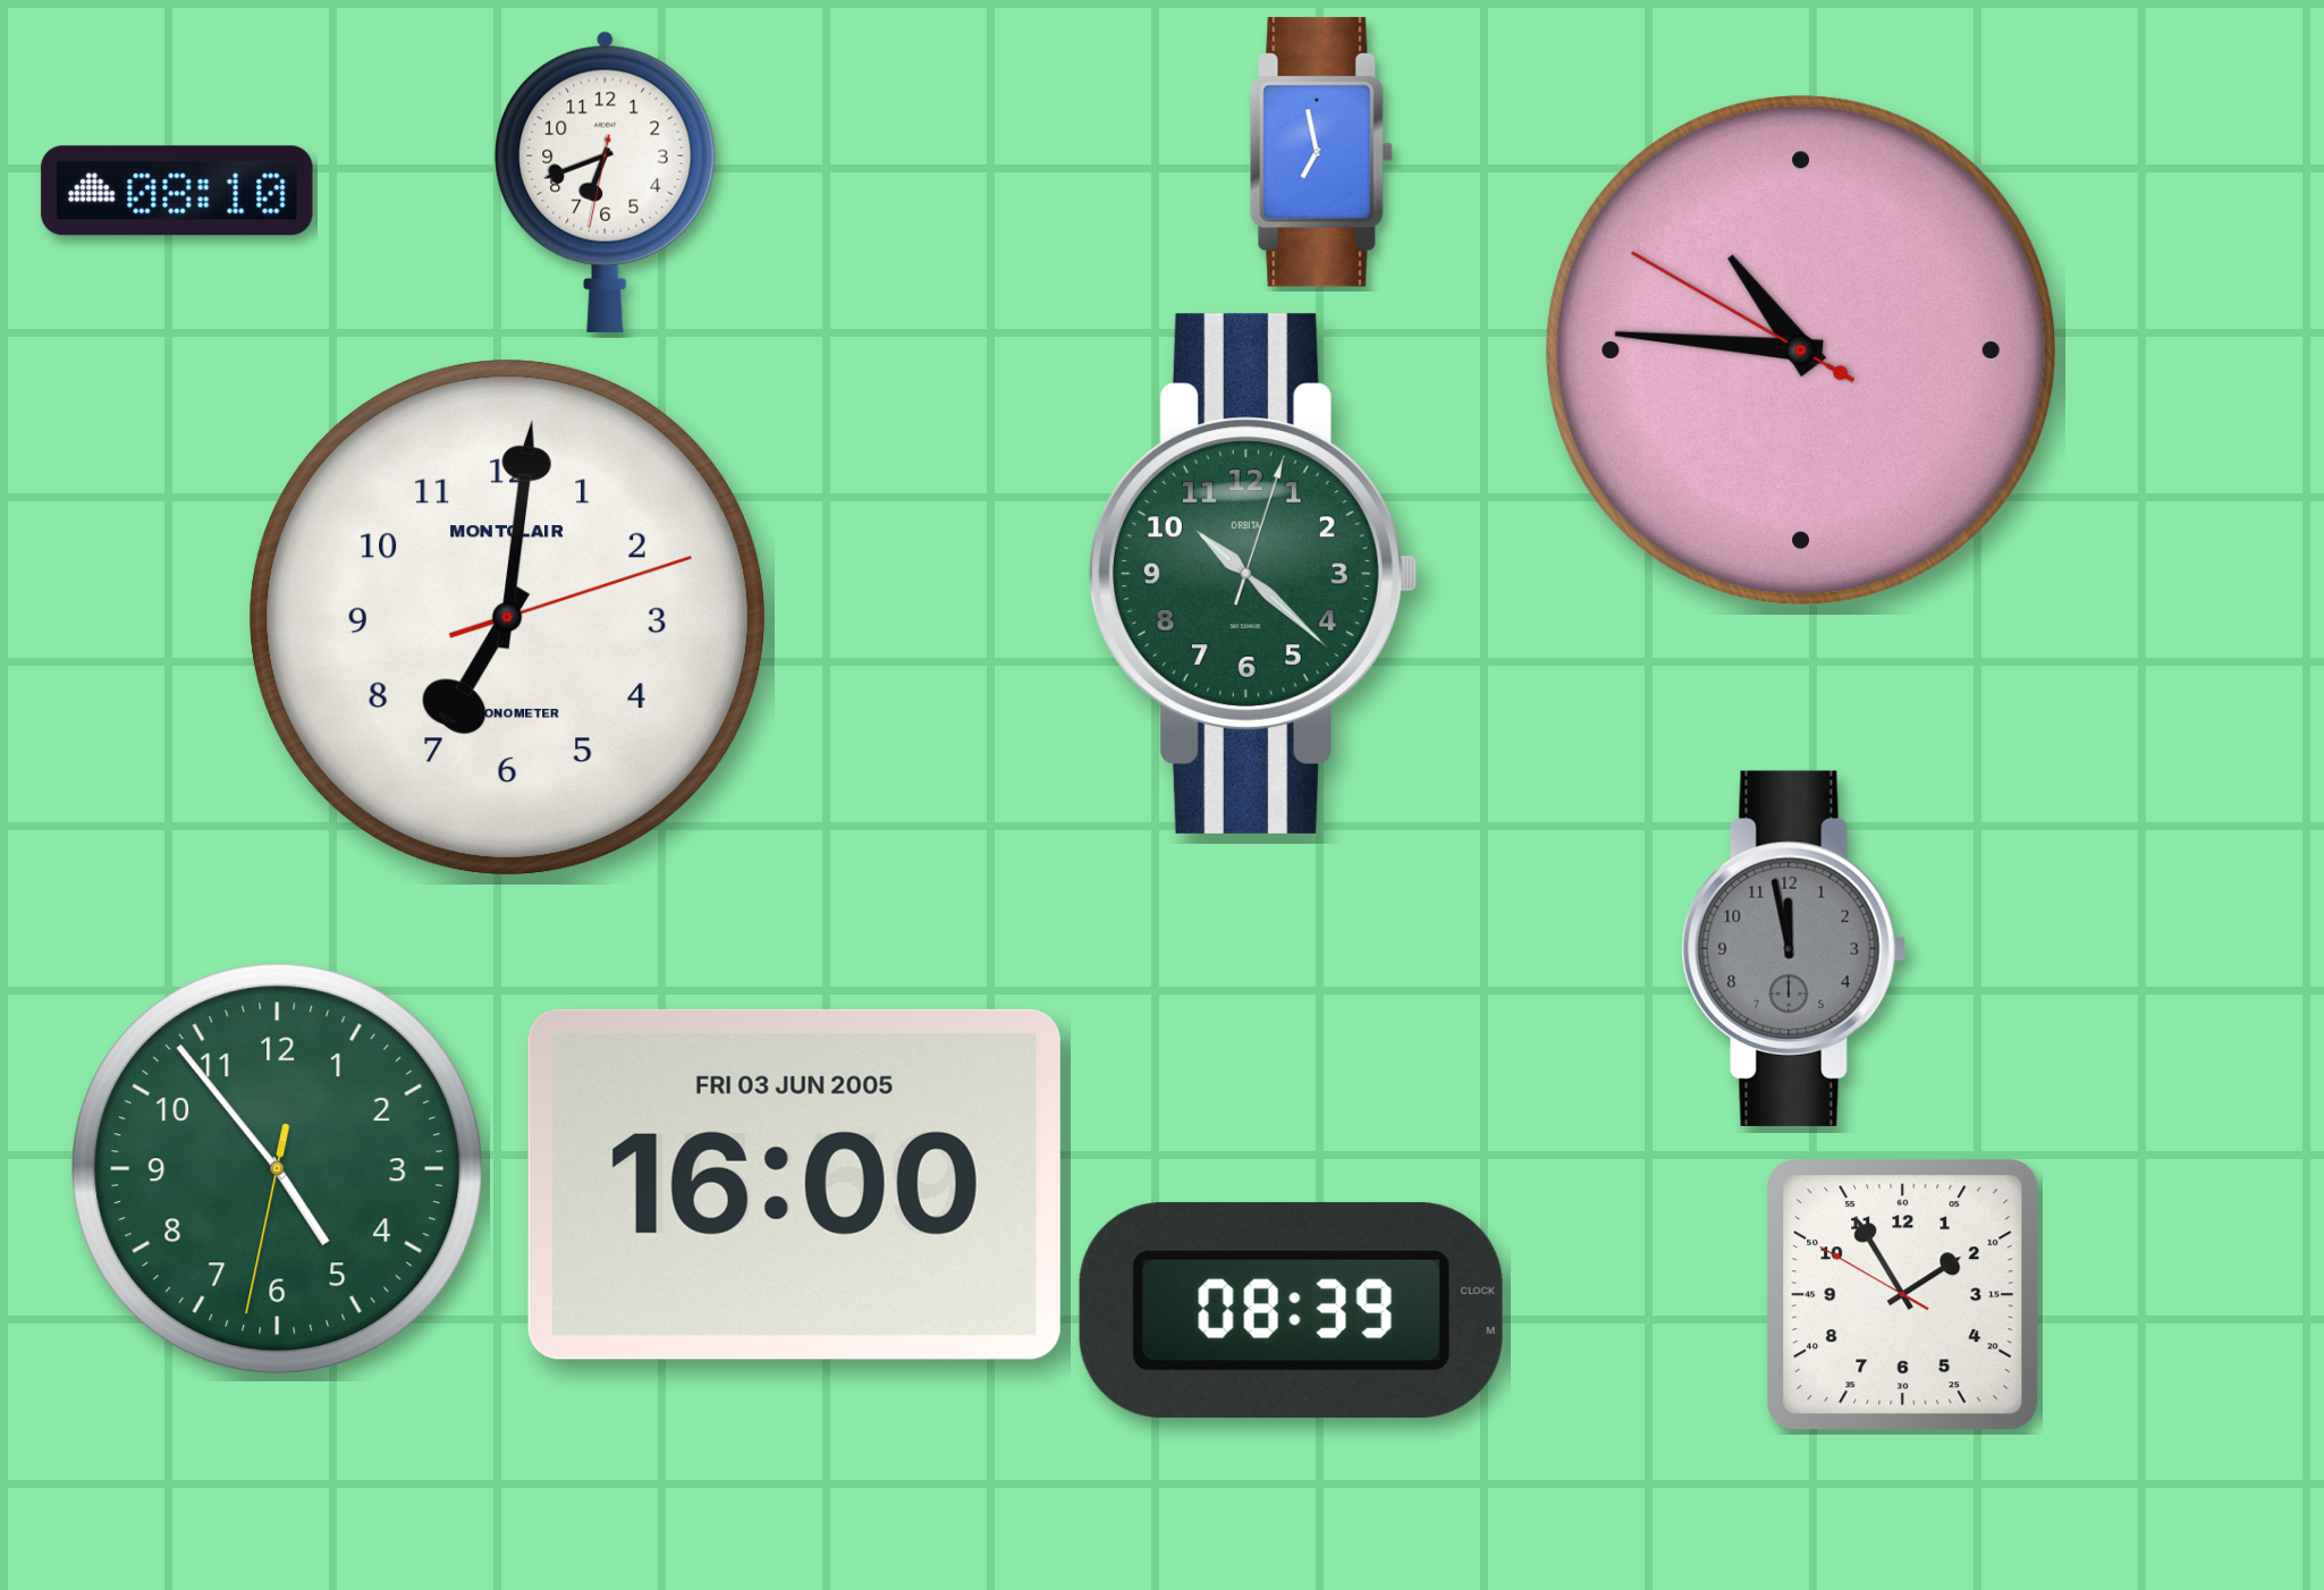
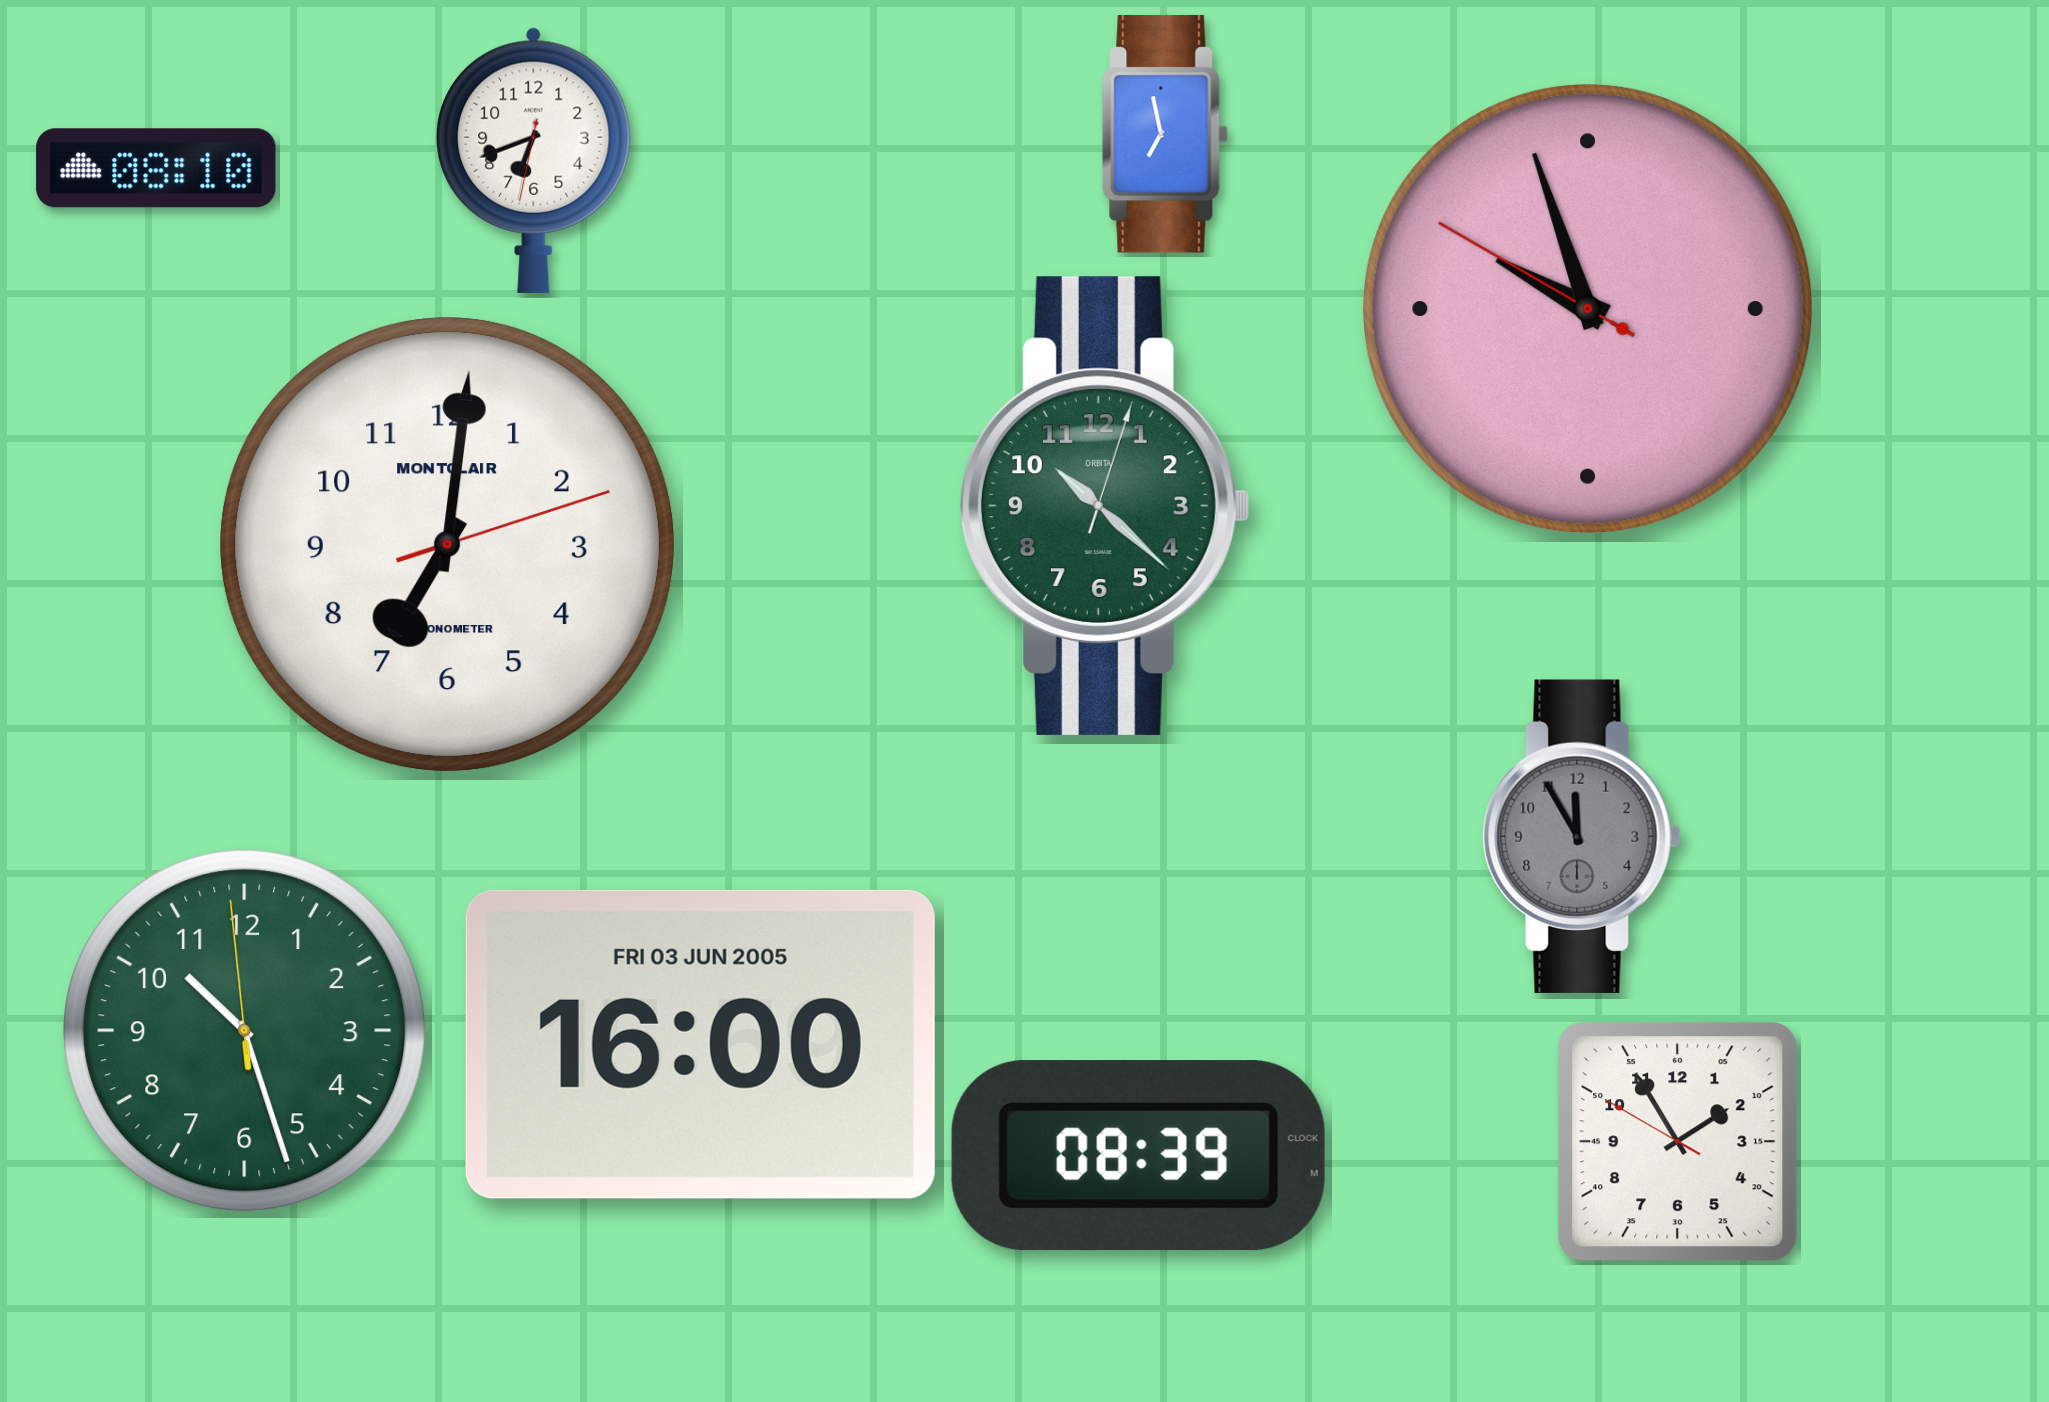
clock at (1801, 350): 10:45 -> 9:56
clock at (1794, 948): 11:58 -> 11:55
clock at (278, 1169): 4:53 -> 10:26
